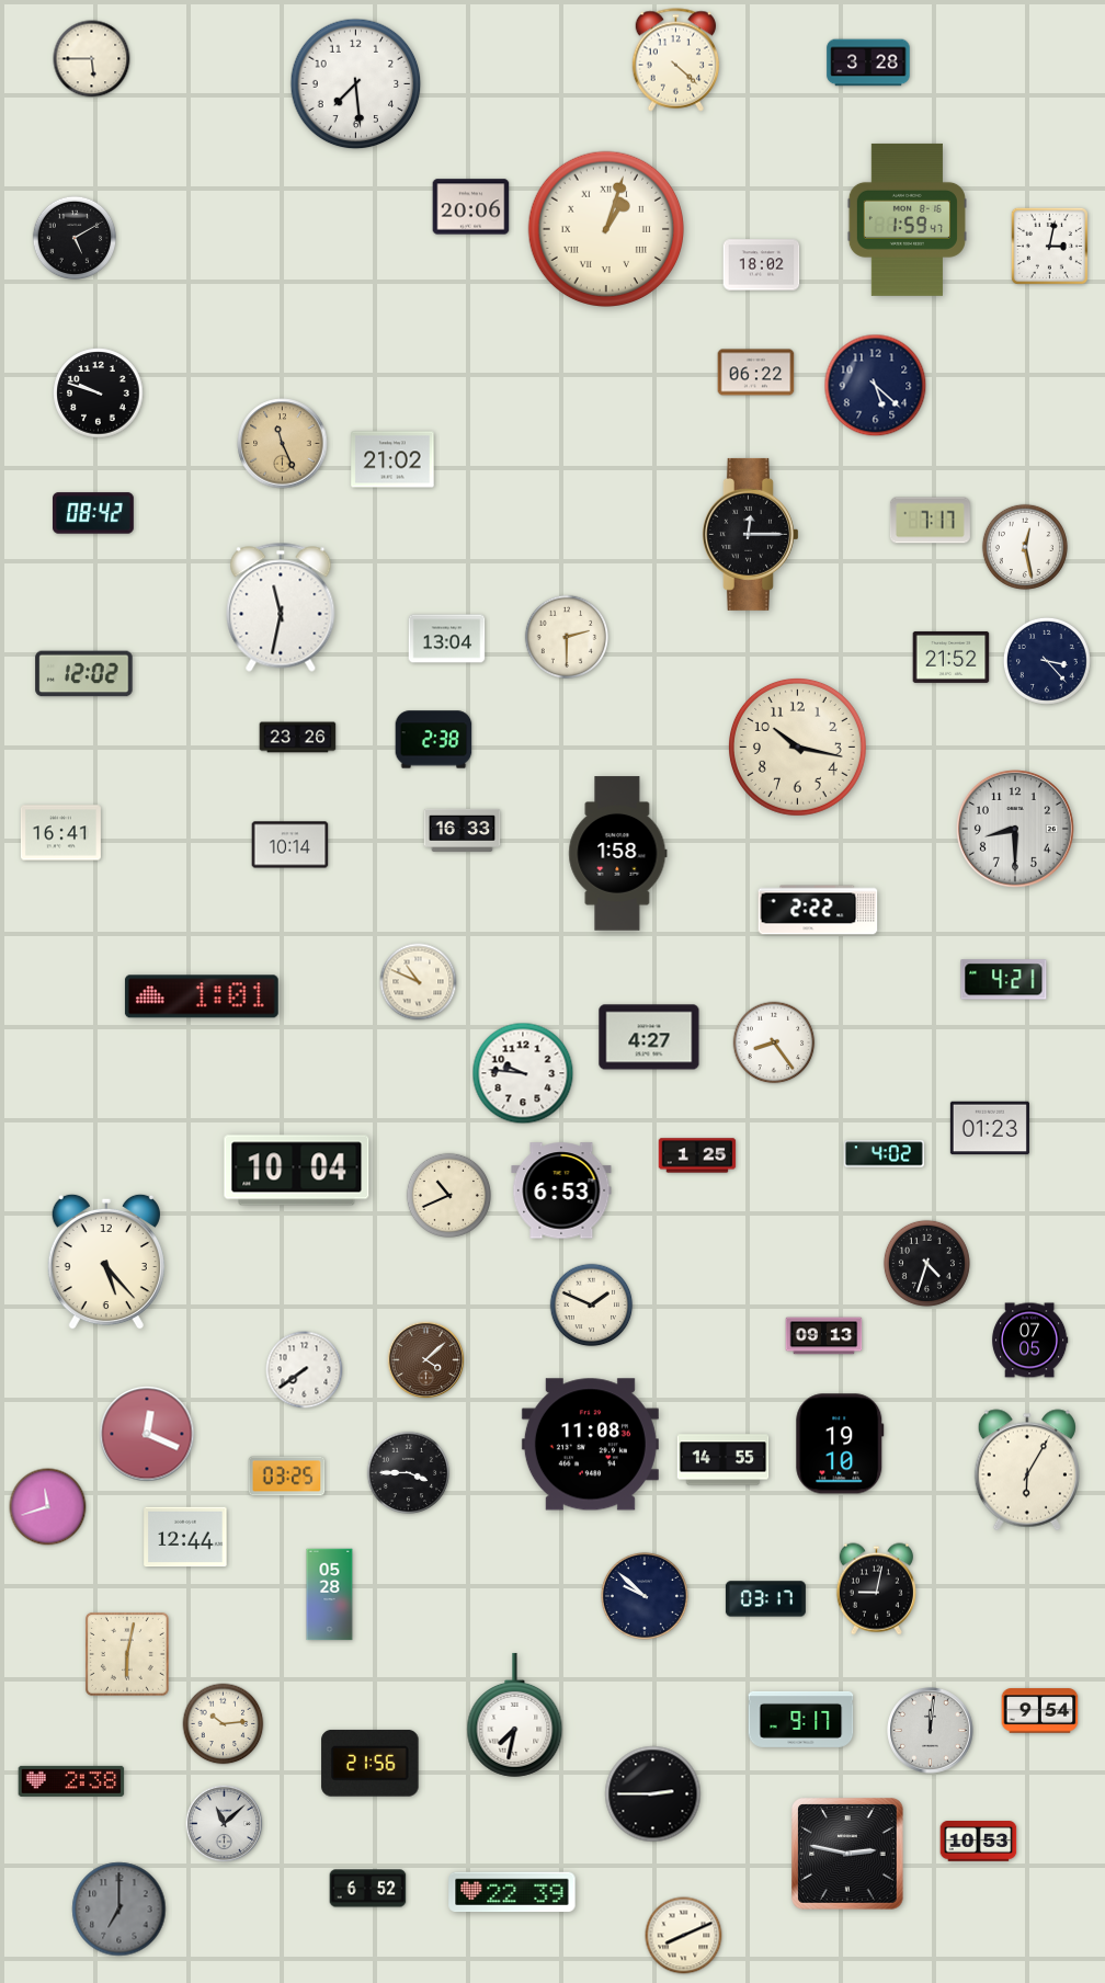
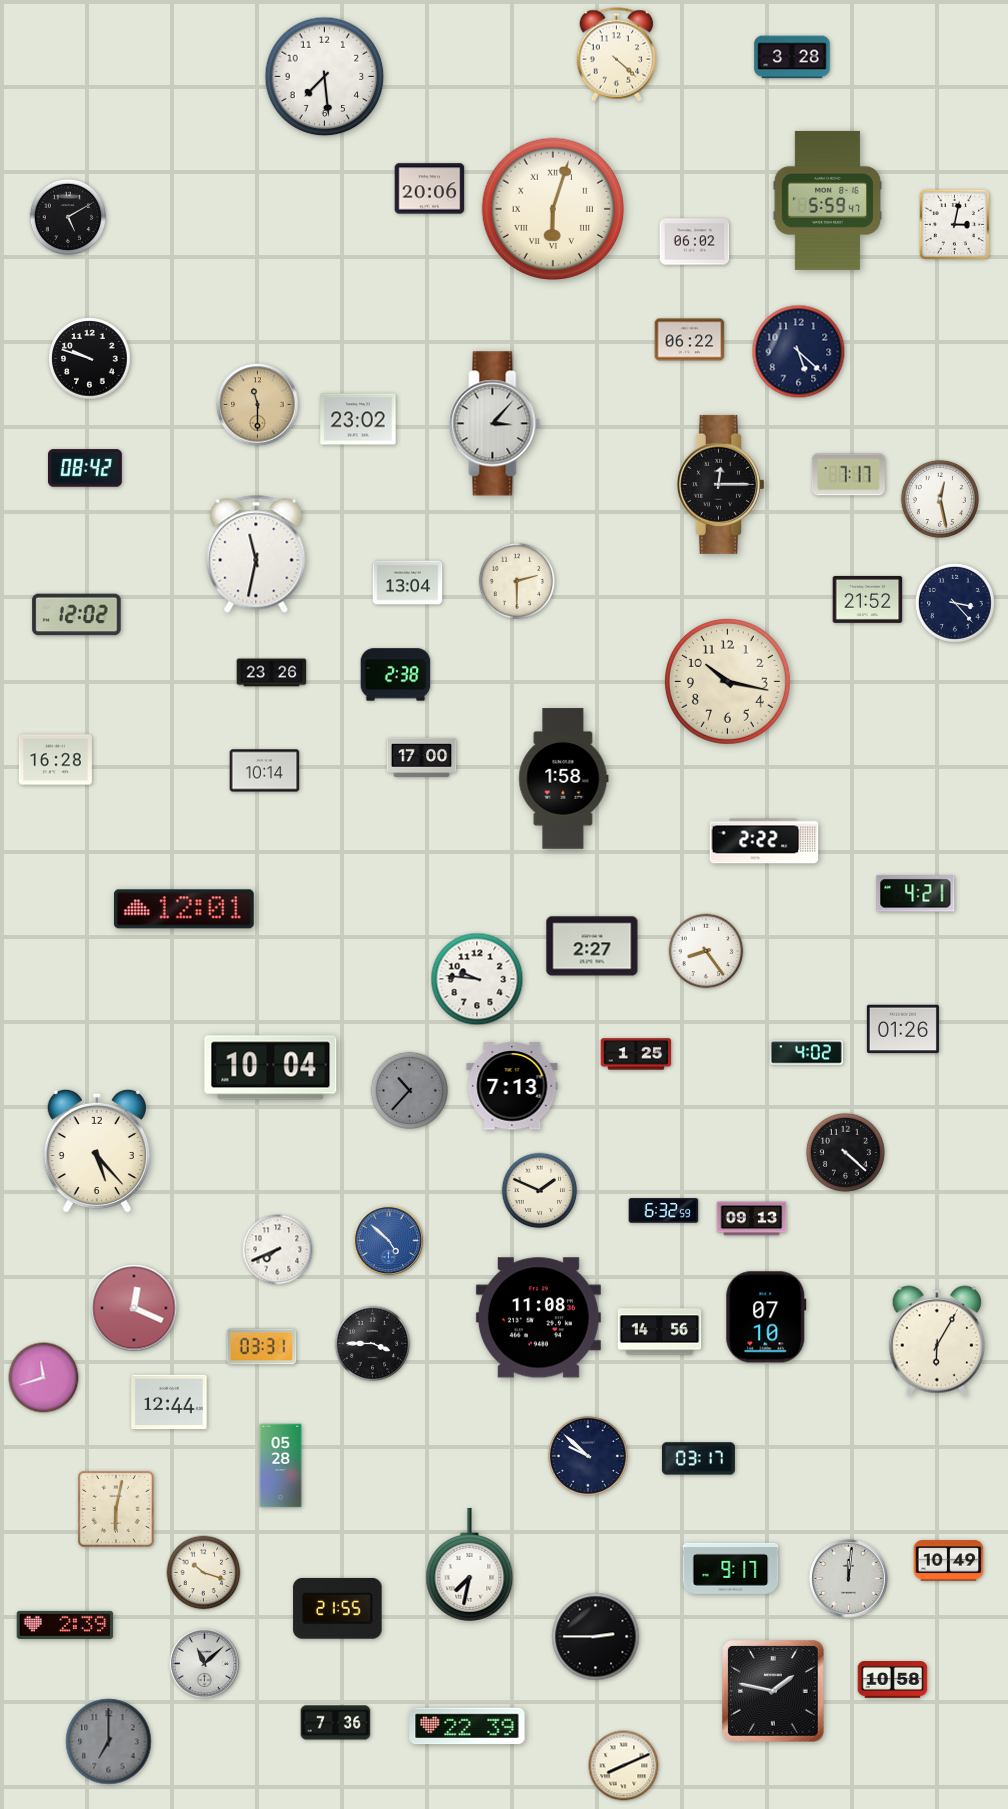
clock at (92, 59): 5:45 -> none
clock at (907, 219): 1:59 -> 5:59
clock at (605, 228): 1:03 -> 6:03
clock at (1049, 246) position: (1049, 246) -> (954, 224)
clock at (762, 265): 18:02 -> 06:02
clock at (283, 444): 11:26 -> 11:30
clock at (392, 459): 21:02 -> 23:02
clock at (495, 424): none -> 3:07
clock at (751, 534) position: (751, 534) -> (721, 484)
clock at (1025, 547) position: (1025, 547) -> (940, 499)
clock at (1015, 829): 8:30 -> none
clock at (463, 830): 16:33 -> 17:00
clock at (60, 833): 16:41 -> 16:28
clock at (818, 910) position: (818, 910) -> (764, 841)
clock at (419, 982): 10:49 -> none
clock at (202, 996): 1:01 -> 12:01
clock at (649, 1037): 4:27 -> 2:27
clock at (990, 1128): 01:23 -> 01:26
clock at (561, 1190): 6:53 -> 7:13
clock at (448, 1195): 10:41 -> 10:37
clock at (448, 1195) dial: cream -> grey
clock at (926, 1263): 4:33 -> 4:22
clock at (664, 1211): none -> 6:32
clock at (1029, 1341): 07:05 -> none
clock at (426, 1360): 4:08 -> 4:52
clock at (426, 1360) dial: brown -> blue
clock at (305, 1370): 7:39 -> 7:41
clock at (840, 1444): 19:10 -> 07:10
clock at (724, 1460): 14:55 -> 14:56
clock at (287, 1477): 03:25 -> 03:31
clock at (48, 1507) position: (48, 1507) -> (44, 1378)
clock at (876, 1589): 9:02 -> none
clock at (330, 1595) position: (330, 1595) -> (281, 1466)
clock at (1040, 1711): 9:54 -> 10:49
clock at (224, 1724): 10:14 -> 10:18
clock at (371, 1763): 21:56 -> 21:55
clock at (71, 1781): 2:38 -> 2:39
clock at (979, 1842): 10:53 -> 10:58
clock at (848, 1855): 2:47 -> 1:47
clock at (368, 1889): 6:52 -> 7:36
